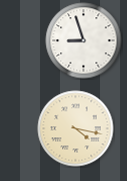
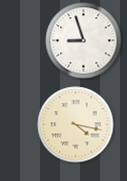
clock at (76, 129) position: (76, 129) -> (76, 125)
